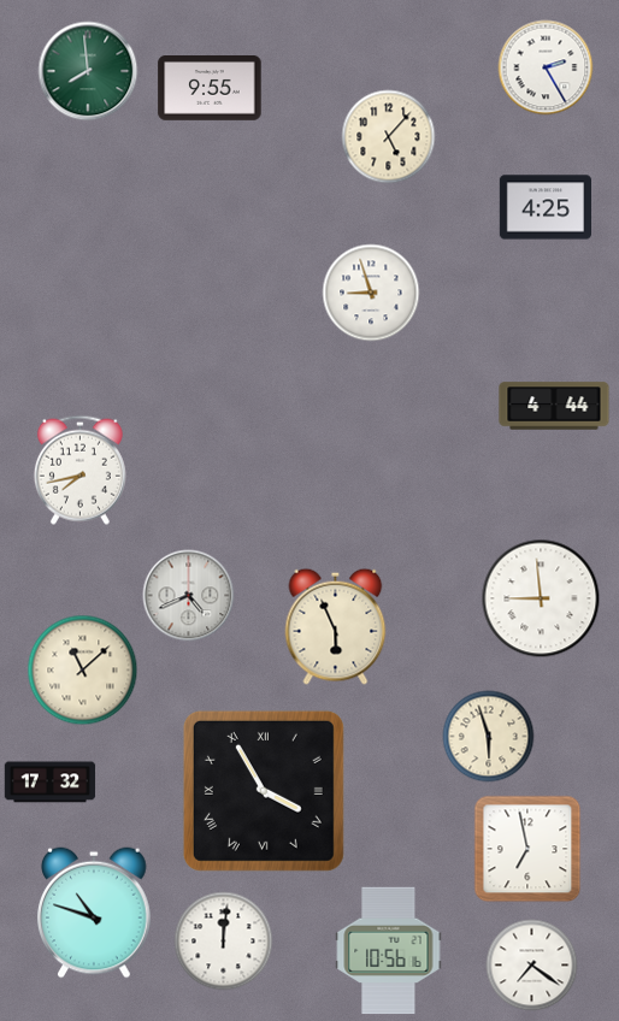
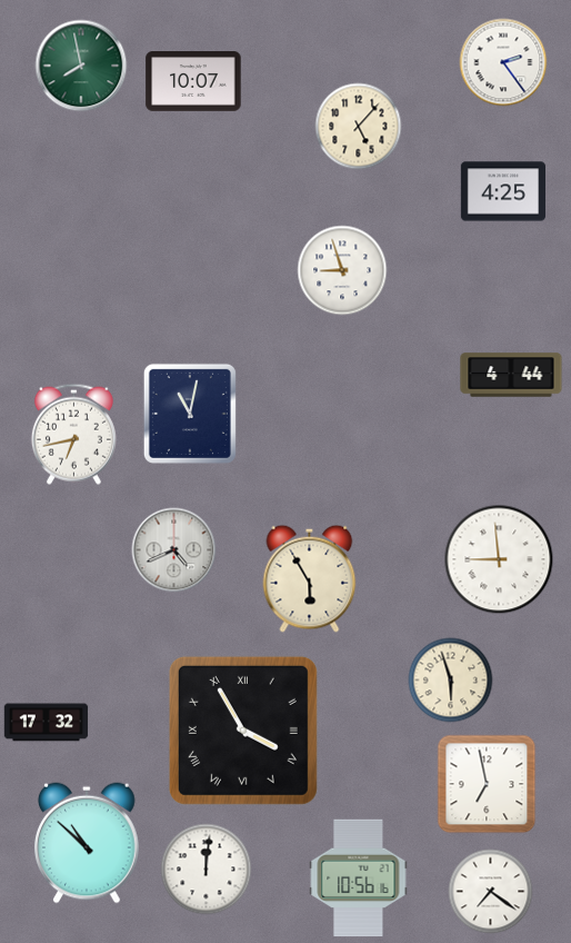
clock at (546, 67): 2:25 -> 2:24
clock at (88, 71): 7:59 -> 7:58
clock at (210, 89): 9:55 -> 10:07
clock at (190, 414): none -> 11:02
clock at (79, 470): 7:43 -> 6:43
clock at (541, 598) position: (541, 598) -> (499, 559)
clock at (336, 626): 5:56 -> 5:55
clock at (83, 671): 11:08 -> none
clock at (95, 913): 10:48 -> 10:52
